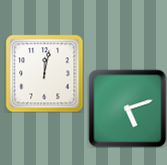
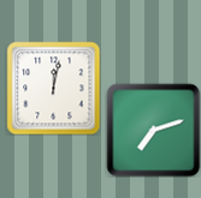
clock at (127, 108): 5:12 -> 7:12
